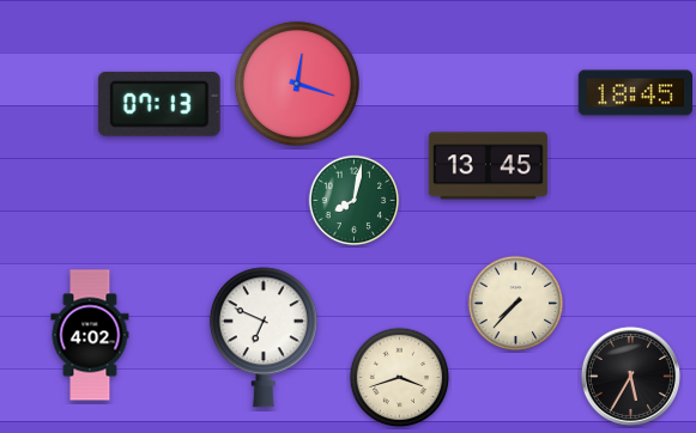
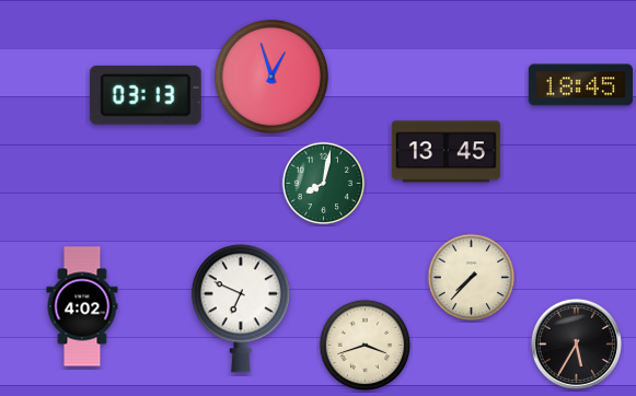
clock at (297, 84): 12:18 -> 12:57
clock at (159, 104): 07:13 -> 03:13
